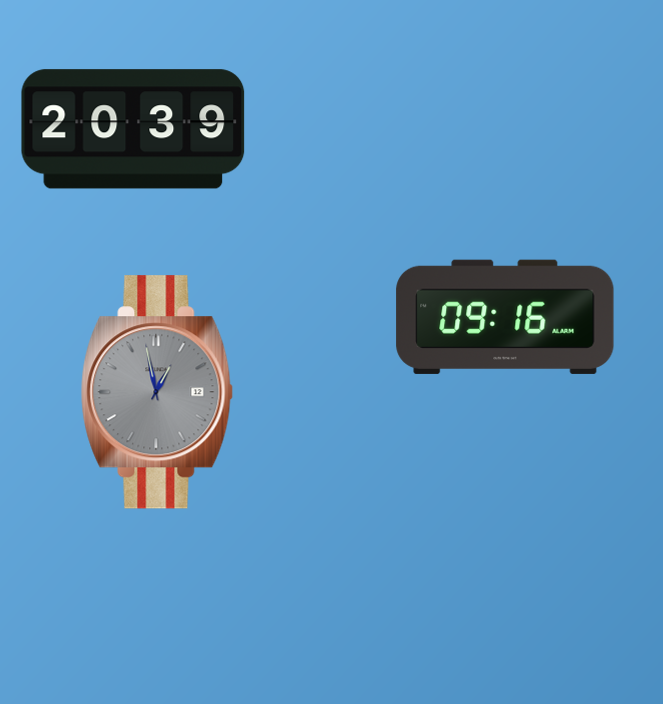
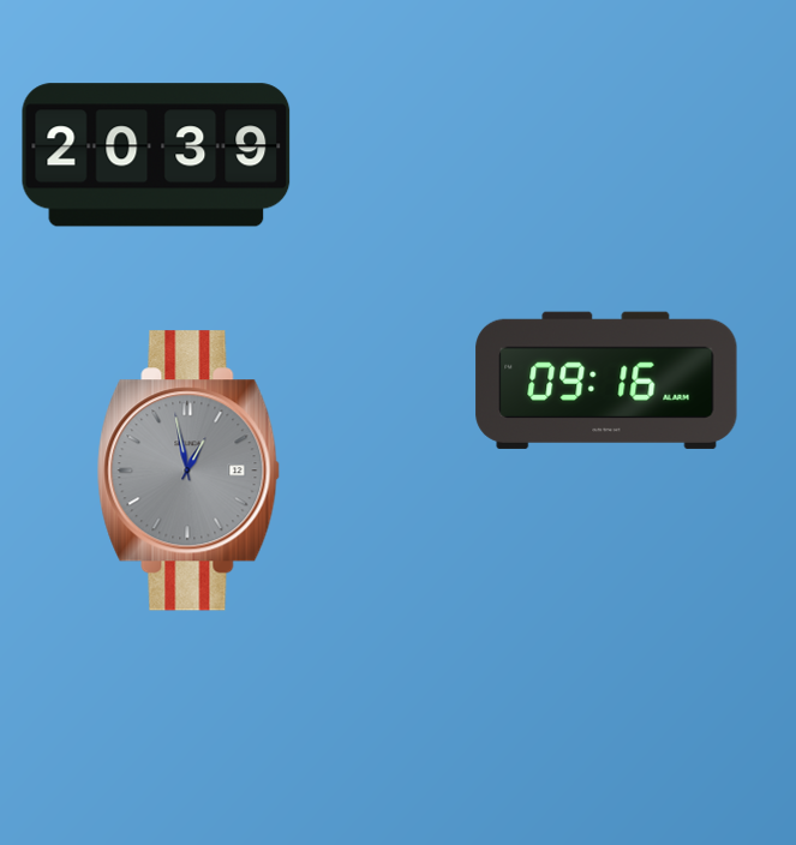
clock at (133, 129) position: (133, 129) -> (156, 155)
